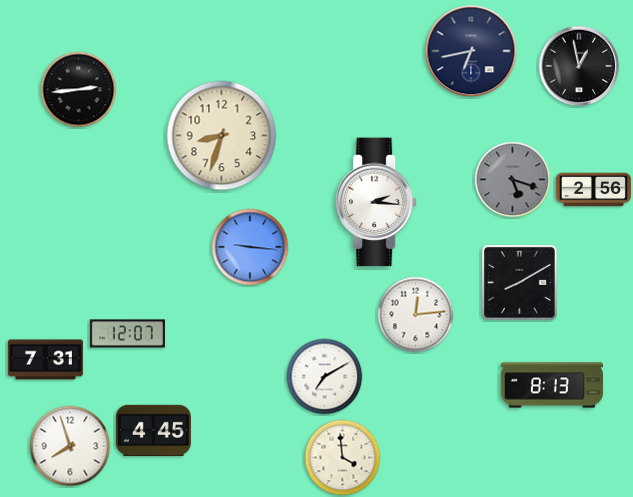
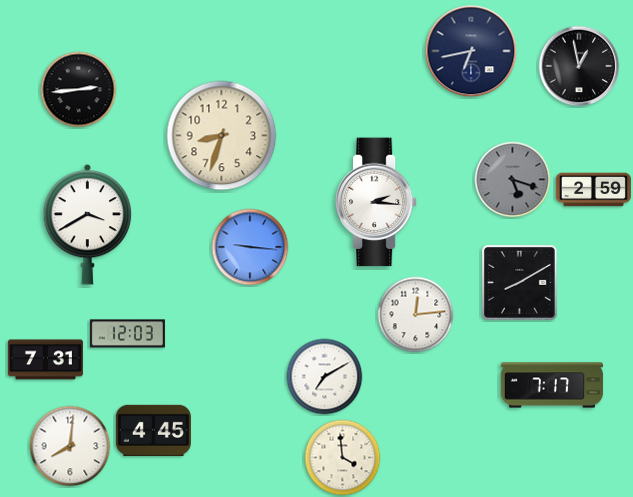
clock at (593, 190): 2:56 -> 2:59
clock at (88, 224): none -> 3:40
clock at (127, 334): 12:07 -> 12:03
clock at (552, 385): 8:13 -> 7:17
clock at (70, 446): 7:57 -> 8:01
